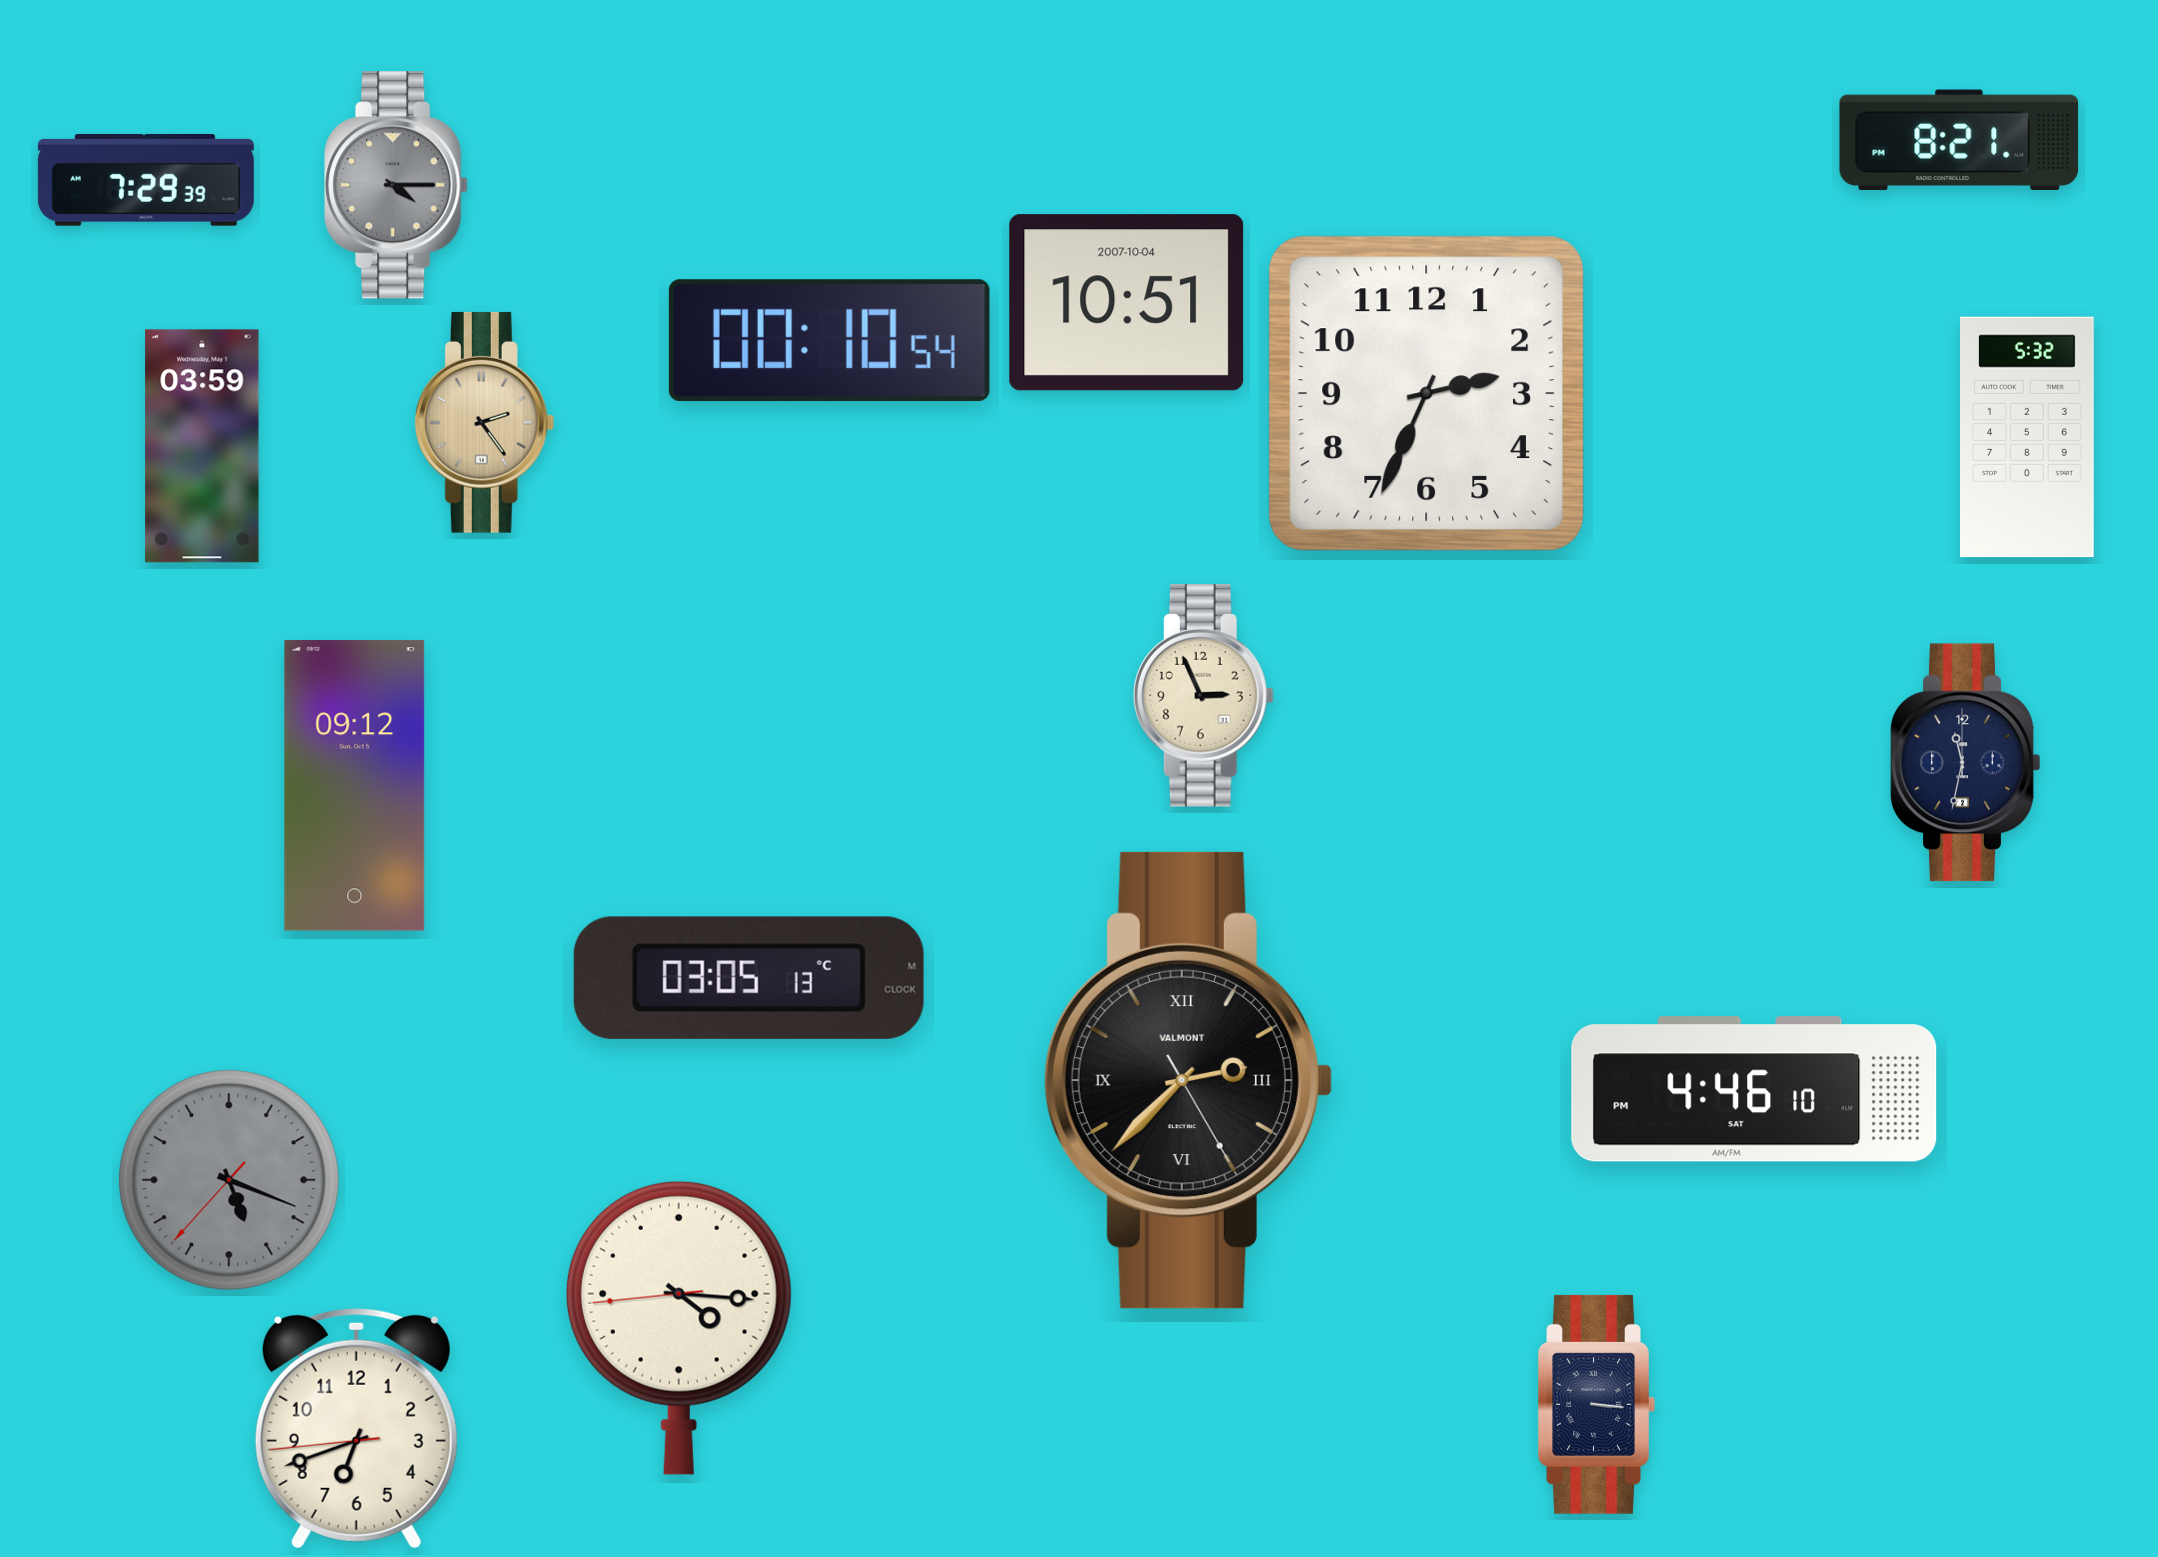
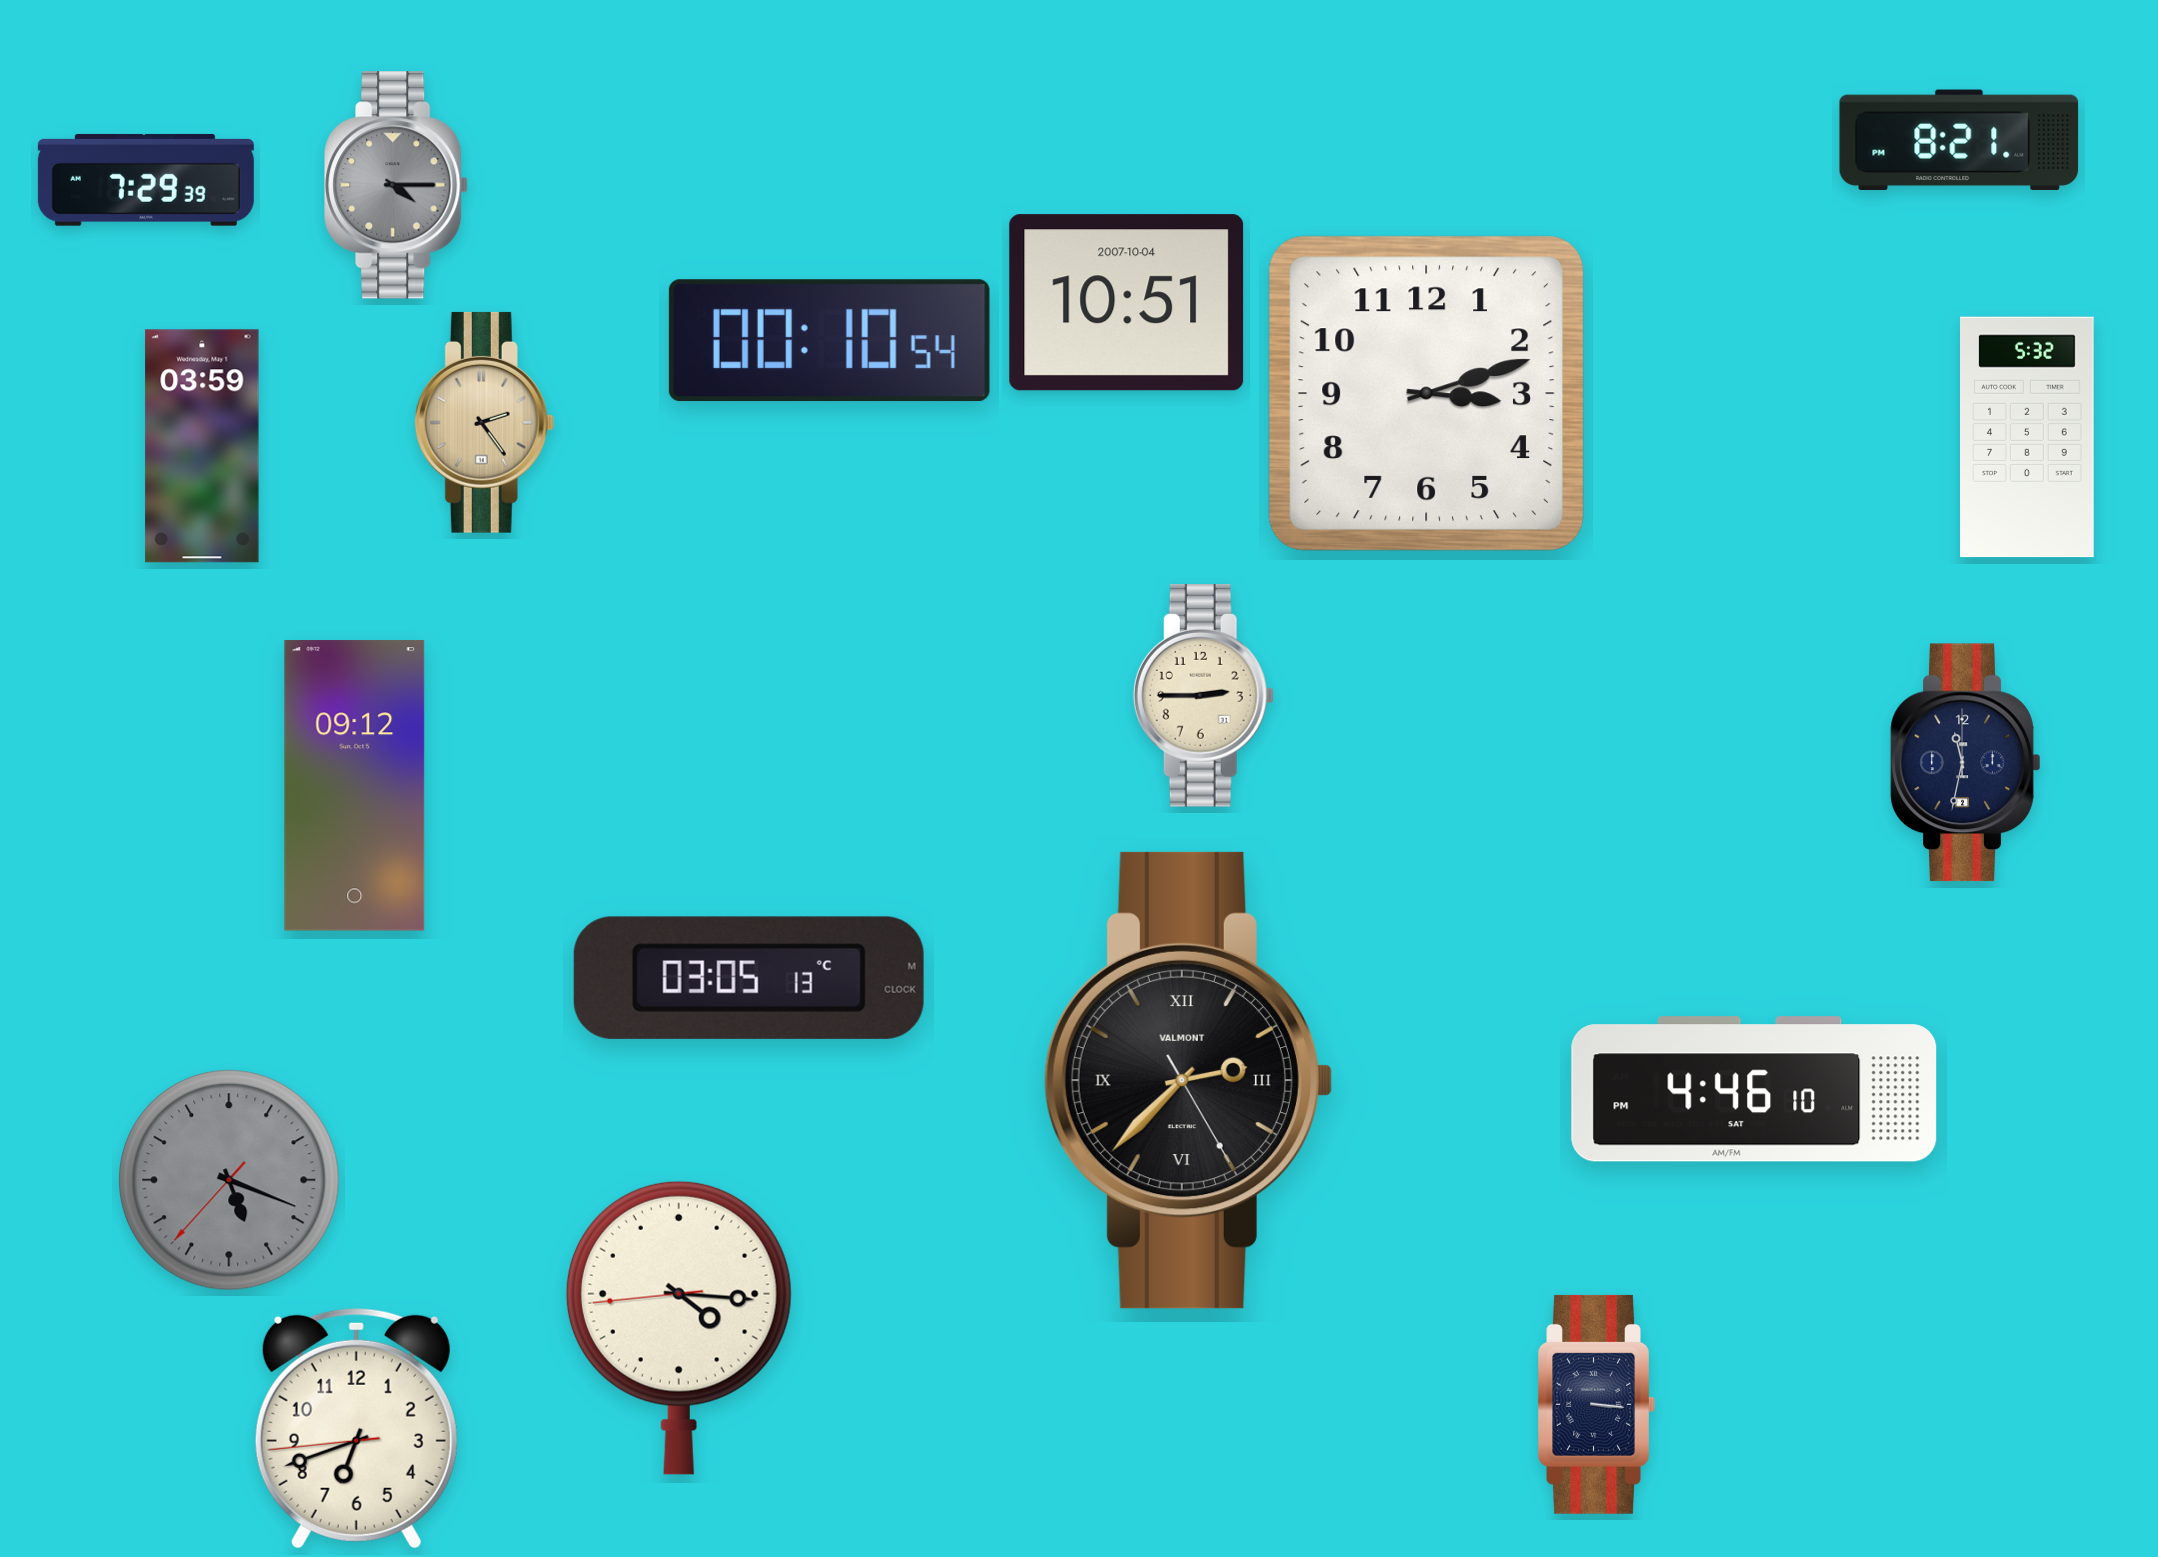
clock at (1426, 393): 2:34 -> 3:12
clock at (1203, 696): 2:56 -> 2:45
